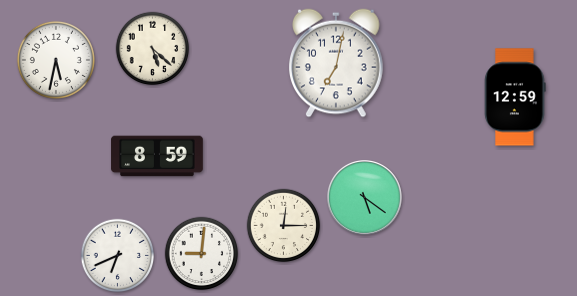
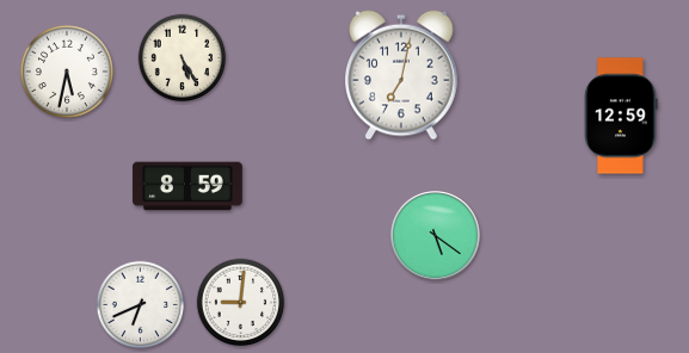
clock at (153, 49): 5:22 -> 5:25
clock at (515, 97) position: (515, 97) -> (621, 116)
clock at (284, 226): 12:15 -> none
